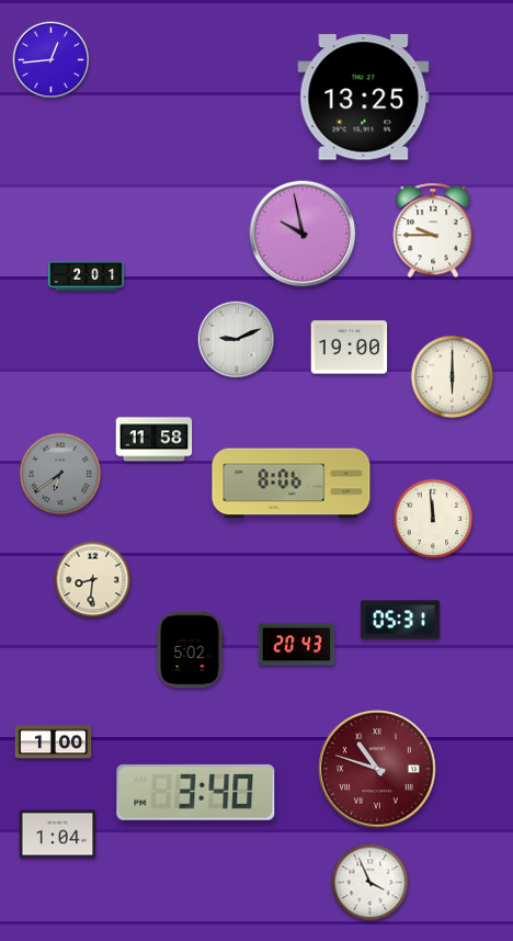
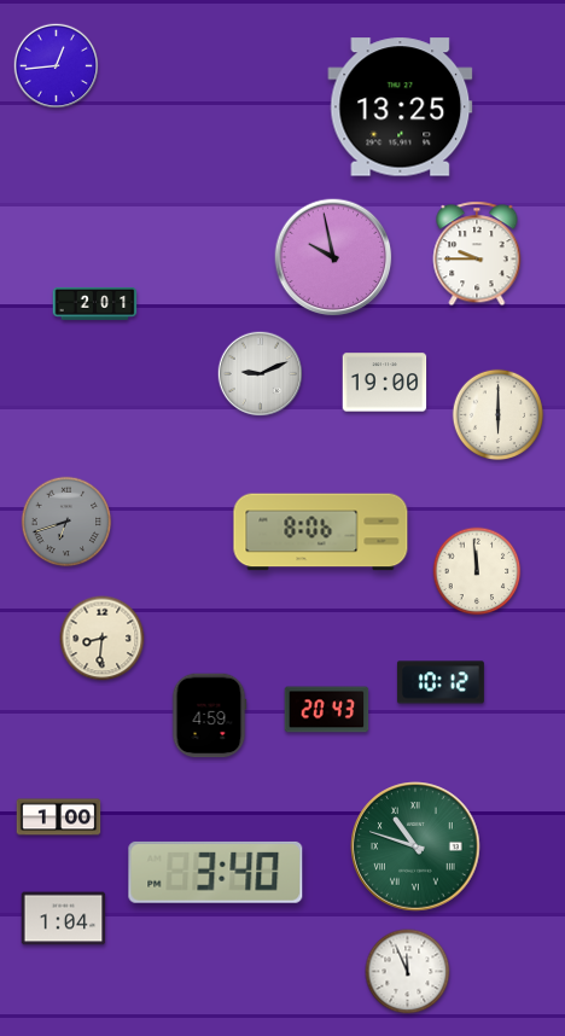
clock at (155, 440): 11:58 -> none
clock at (60, 474): 6:39 -> 6:42
clock at (400, 620): 05:31 -> 10:12
clock at (190, 650): 5:02 -> 4:59
clock at (377, 769) dial: burgundy -> green
clock at (371, 883): 3:56 -> 11:56
